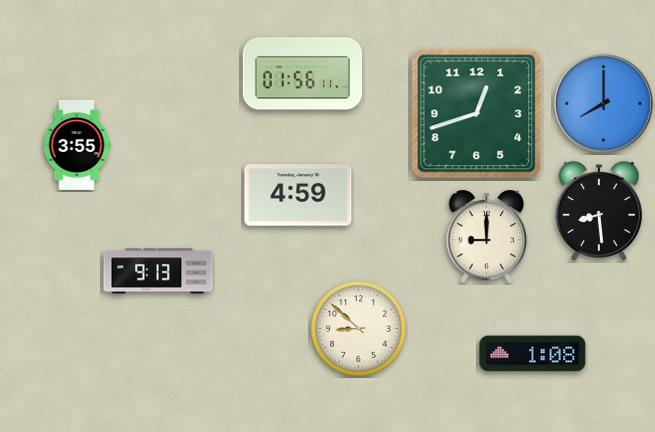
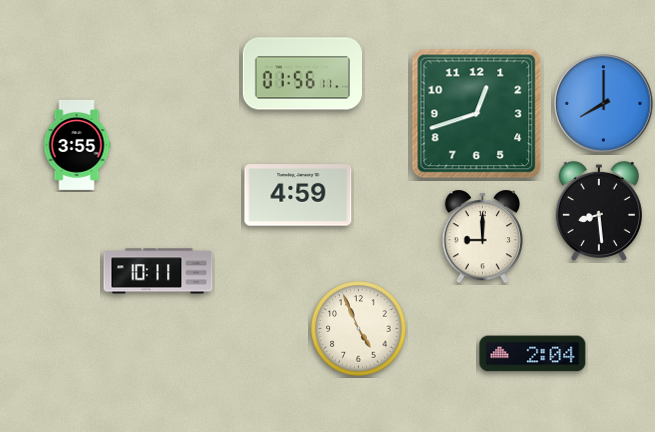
clock at (487, 237) position: (487, 237) -> (483, 237)
clock at (158, 271): 9:13 -> 10:11
clock at (359, 329): 8:52 -> 4:56
clock at (533, 354): 1:08 -> 2:04
